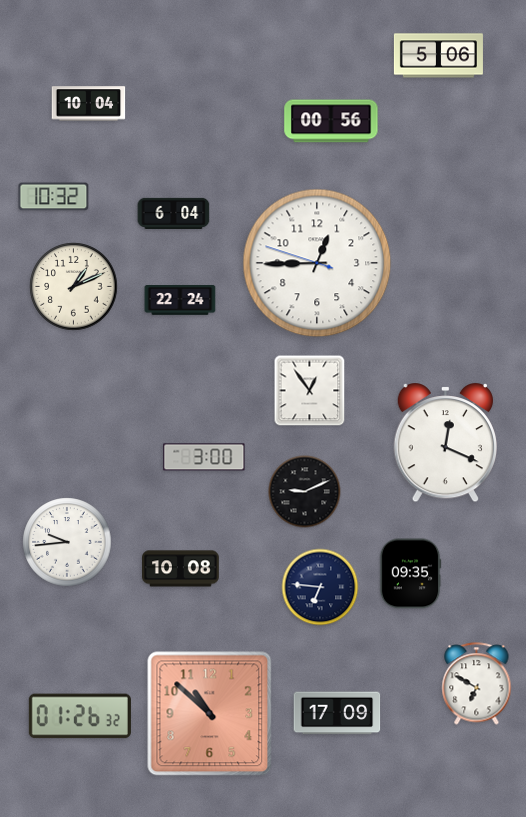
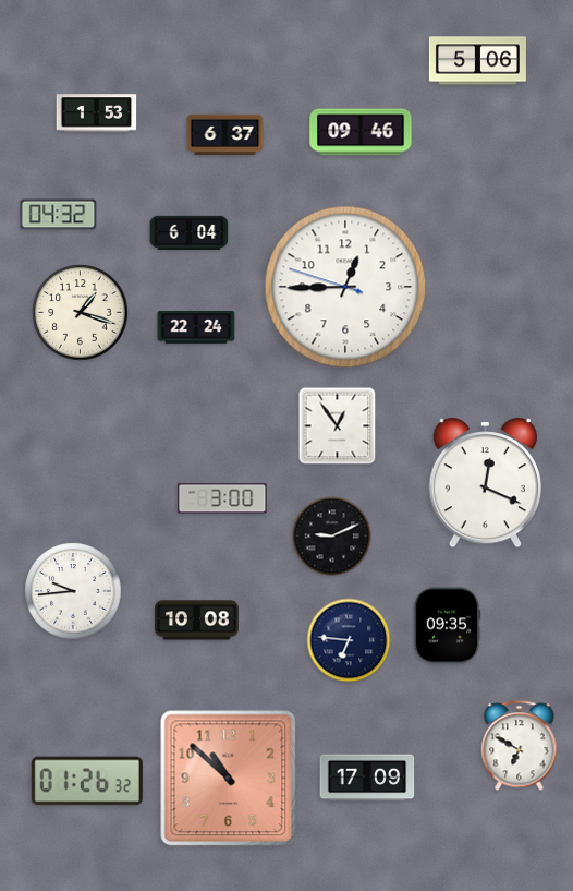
clock at (89, 104): 10:04 -> 1:53
clock at (331, 121): 00:56 -> 09:46
clock at (225, 135): none -> 6:37
clock at (54, 197): 10:32 -> 04:32
clock at (74, 287): 1:11 -> 1:18
